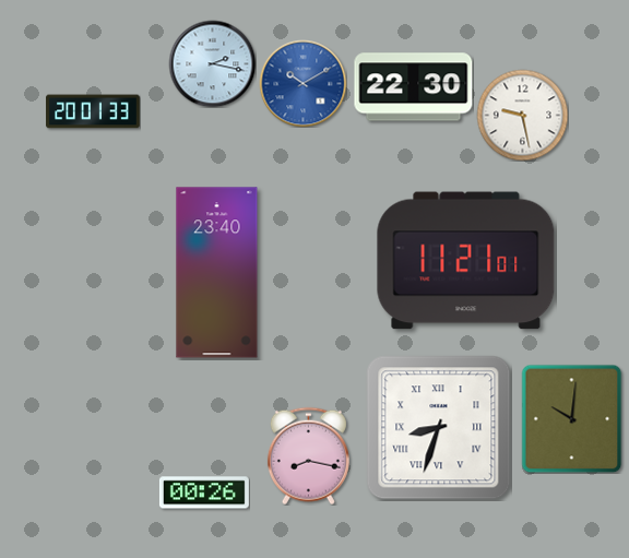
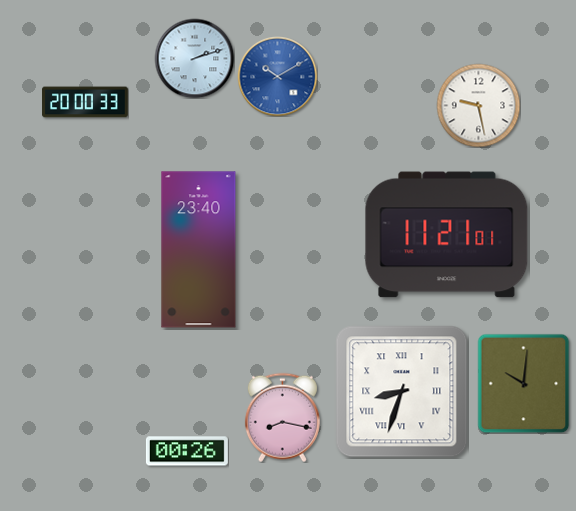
clock at (212, 63): 2:17 -> 2:12
clock at (414, 87): 22:30 -> none
clock at (93, 111): 20:01 -> 20:00
clock at (466, 261) position: (466, 261) -> (447, 235)
